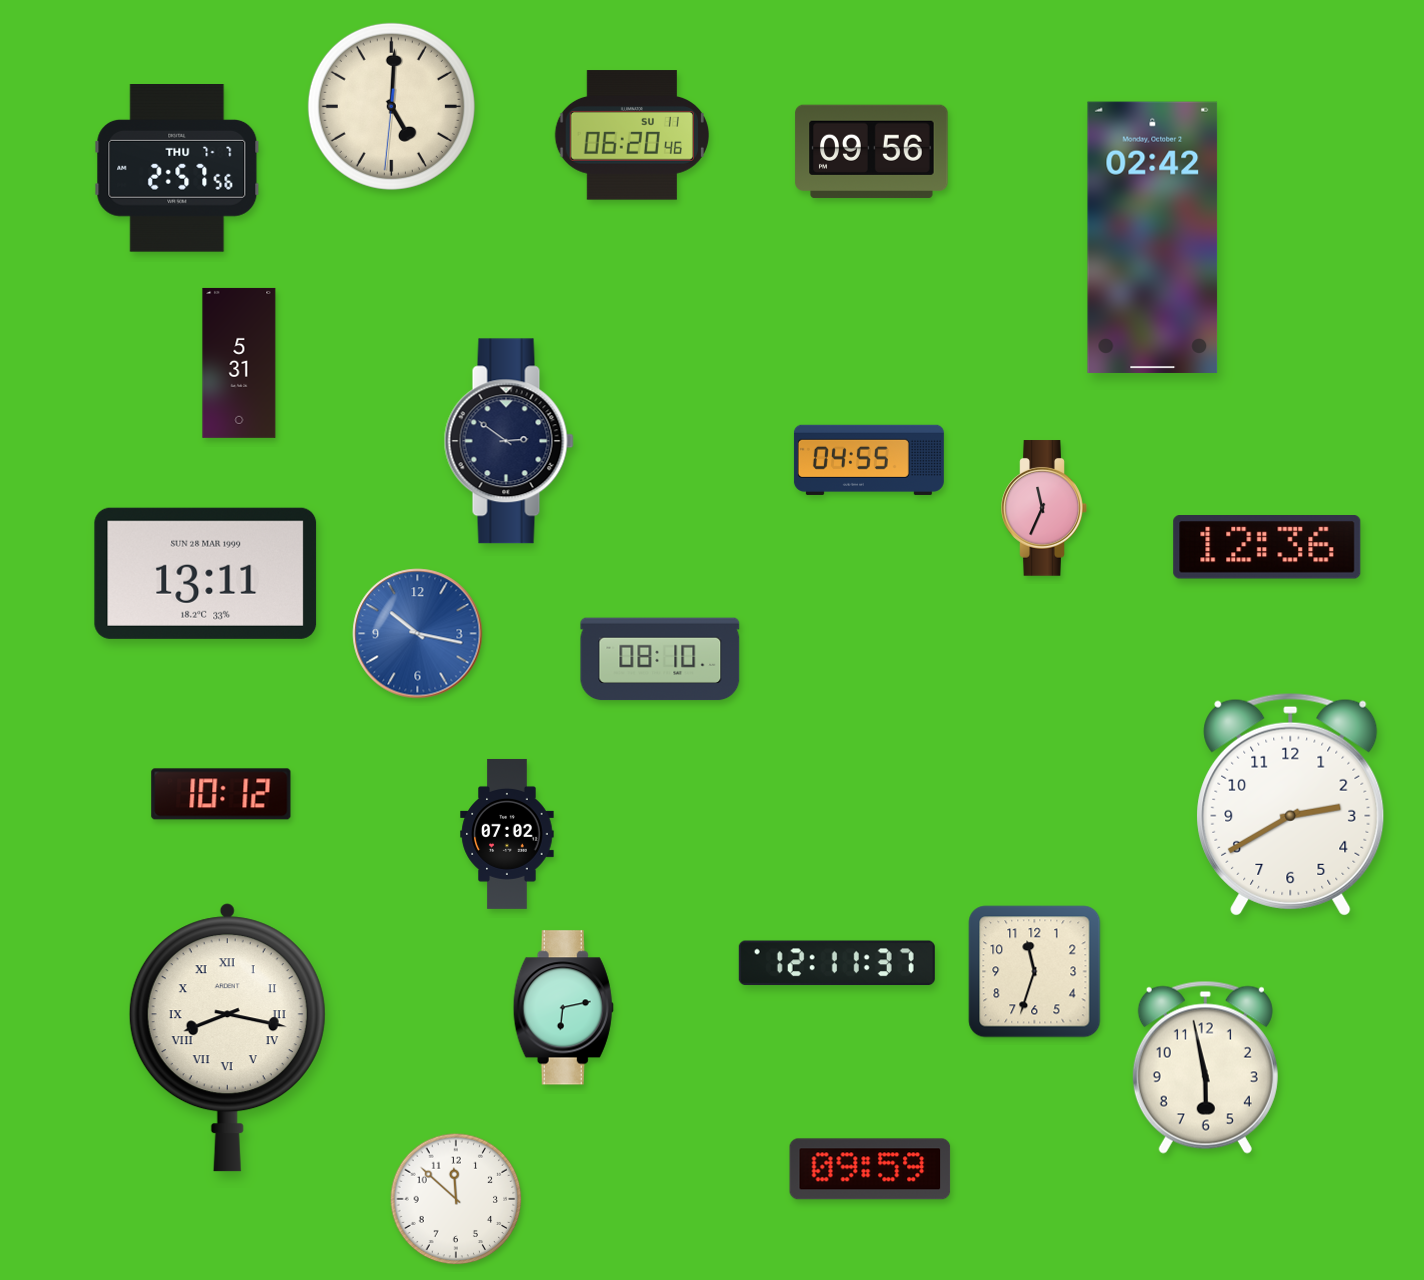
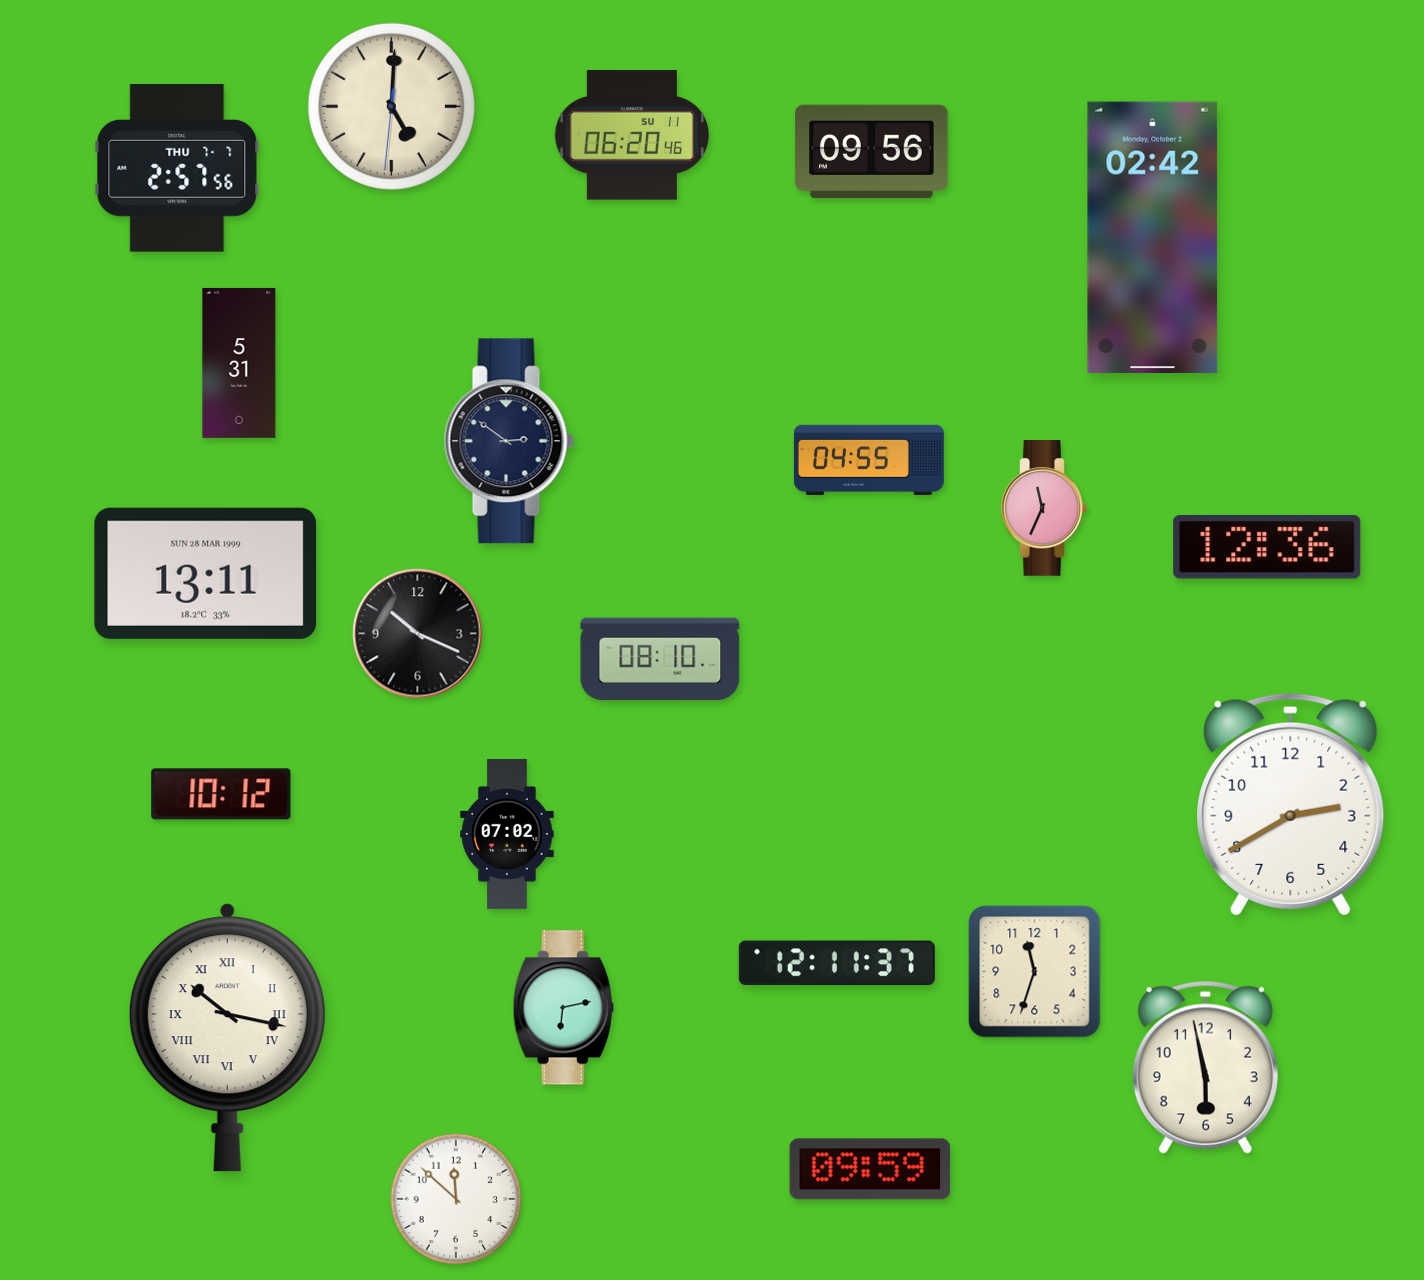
clock at (418, 634): 10:17 -> 10:19
clock at (418, 634) dial: blue -> black
clock at (227, 1038): 8:17 -> 10:17
